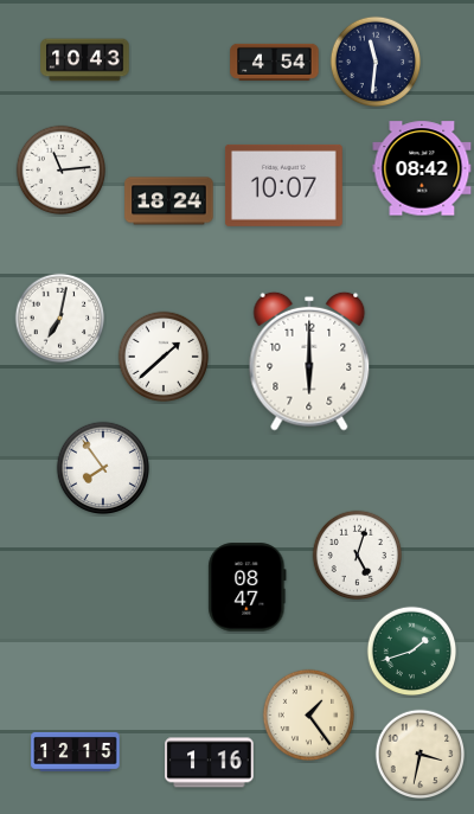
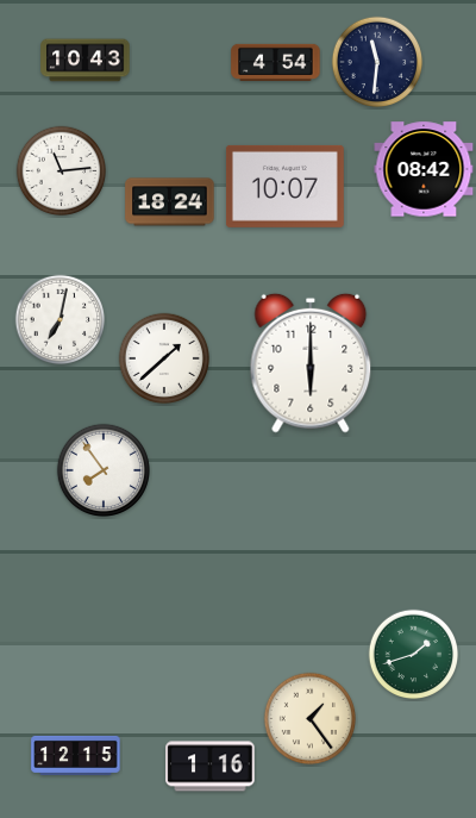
clock at (358, 556): 5:03 -> none
clock at (248, 588): 08:47 -> none
clock at (421, 755): 3:32 -> none
